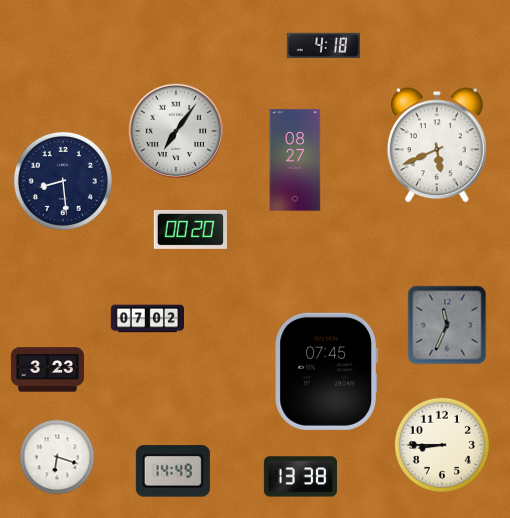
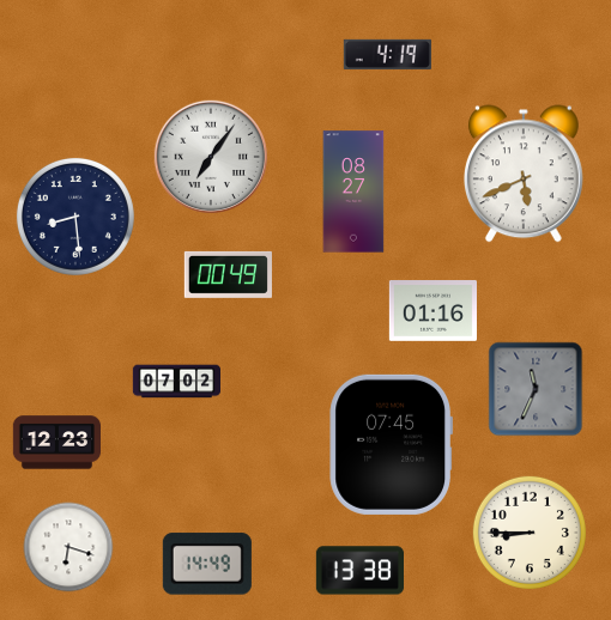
clock at (323, 45): 4:18 -> 4:19
clock at (190, 229): 00:20 -> 00:49
clock at (432, 311): none -> 01:16
clock at (47, 370): 3:23 -> 12:23
